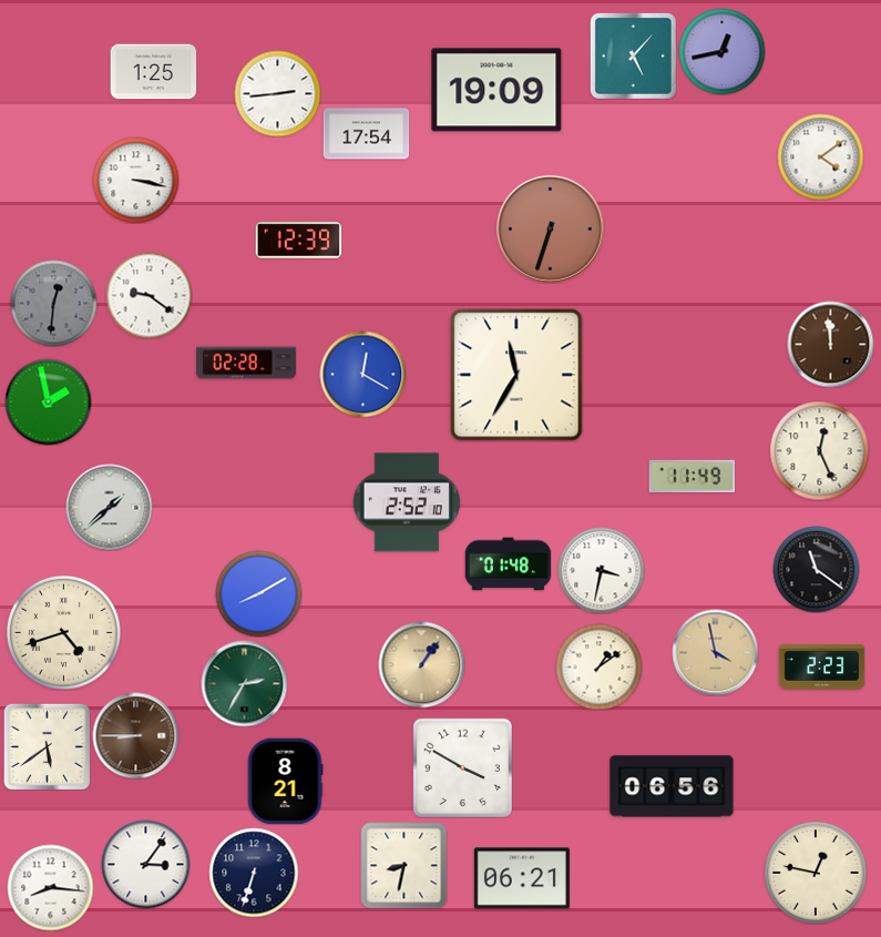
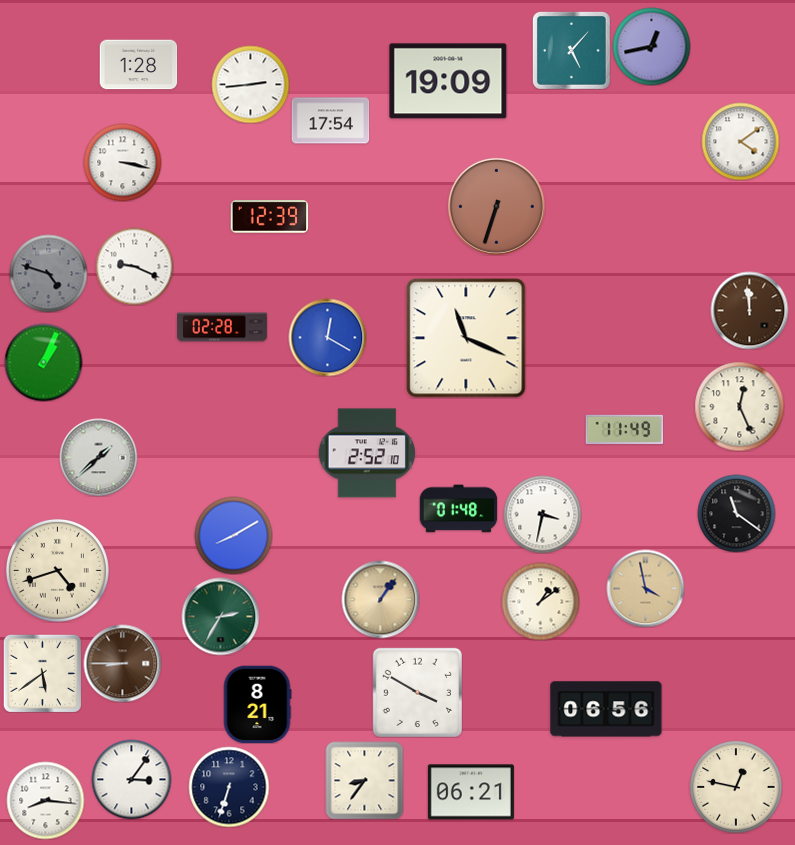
clock at (153, 72): 1:25 -> 1:28
clock at (148, 295): 9:21 -> 9:19
clock at (53, 303): 12:31 -> 4:48
clock at (516, 375): 11:35 -> 11:19
clock at (48, 401): 1:58 -> 1:04
clock at (821, 668): 2:23 -> none
clock at (403, 865): 8:32 -> 8:36
